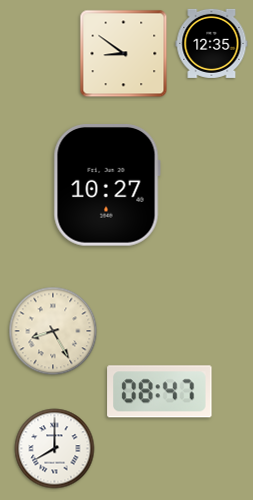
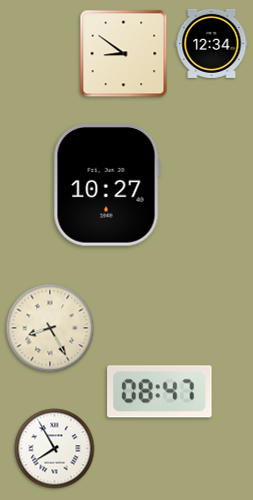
clock at (212, 43): 12:35 -> 12:34
clock at (53, 331) position: (53, 331) -> (50, 328)
clock at (55, 449): 8:00 -> 7:55
